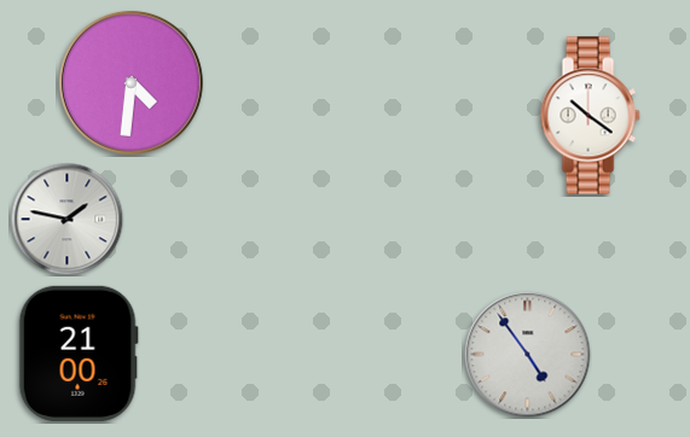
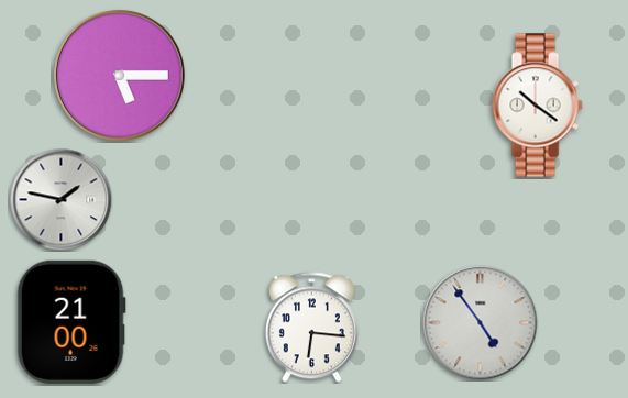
clock at (131, 82): 4:31 -> 5:15
clock at (311, 328): none -> 6:16
